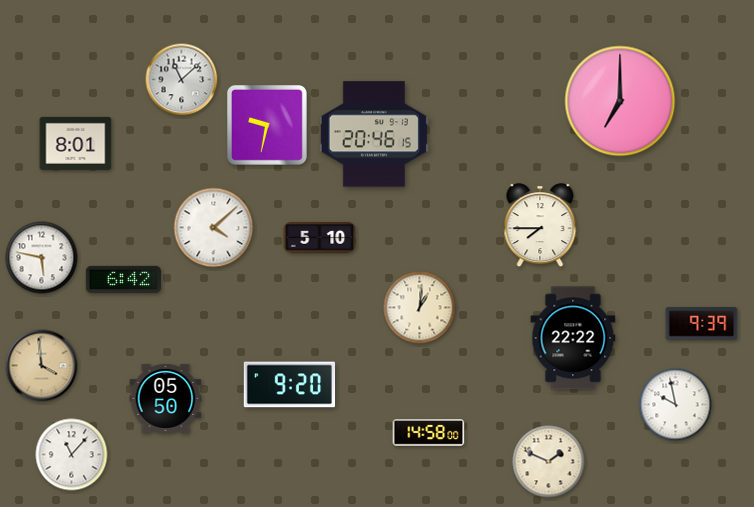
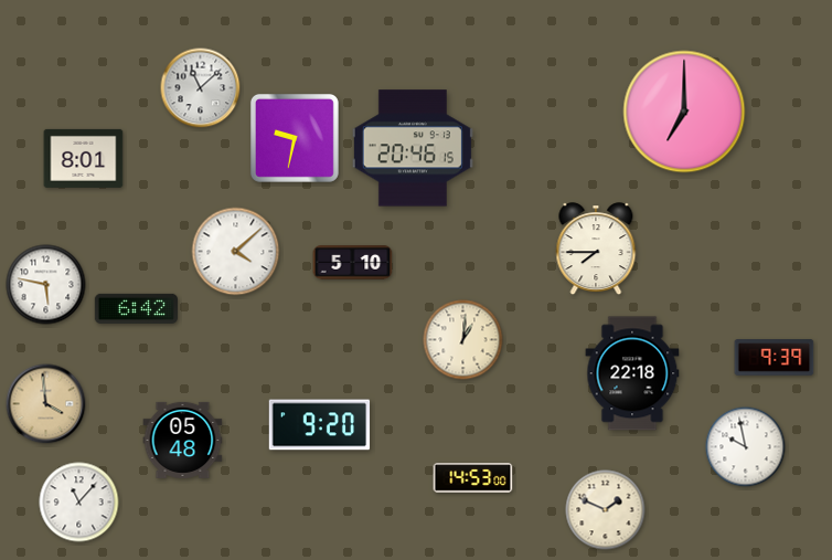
clock at (573, 338): 22:22 -> 22:18
clock at (166, 398): 05:50 -> 05:48
clock at (429, 433): 14:58 -> 14:53
